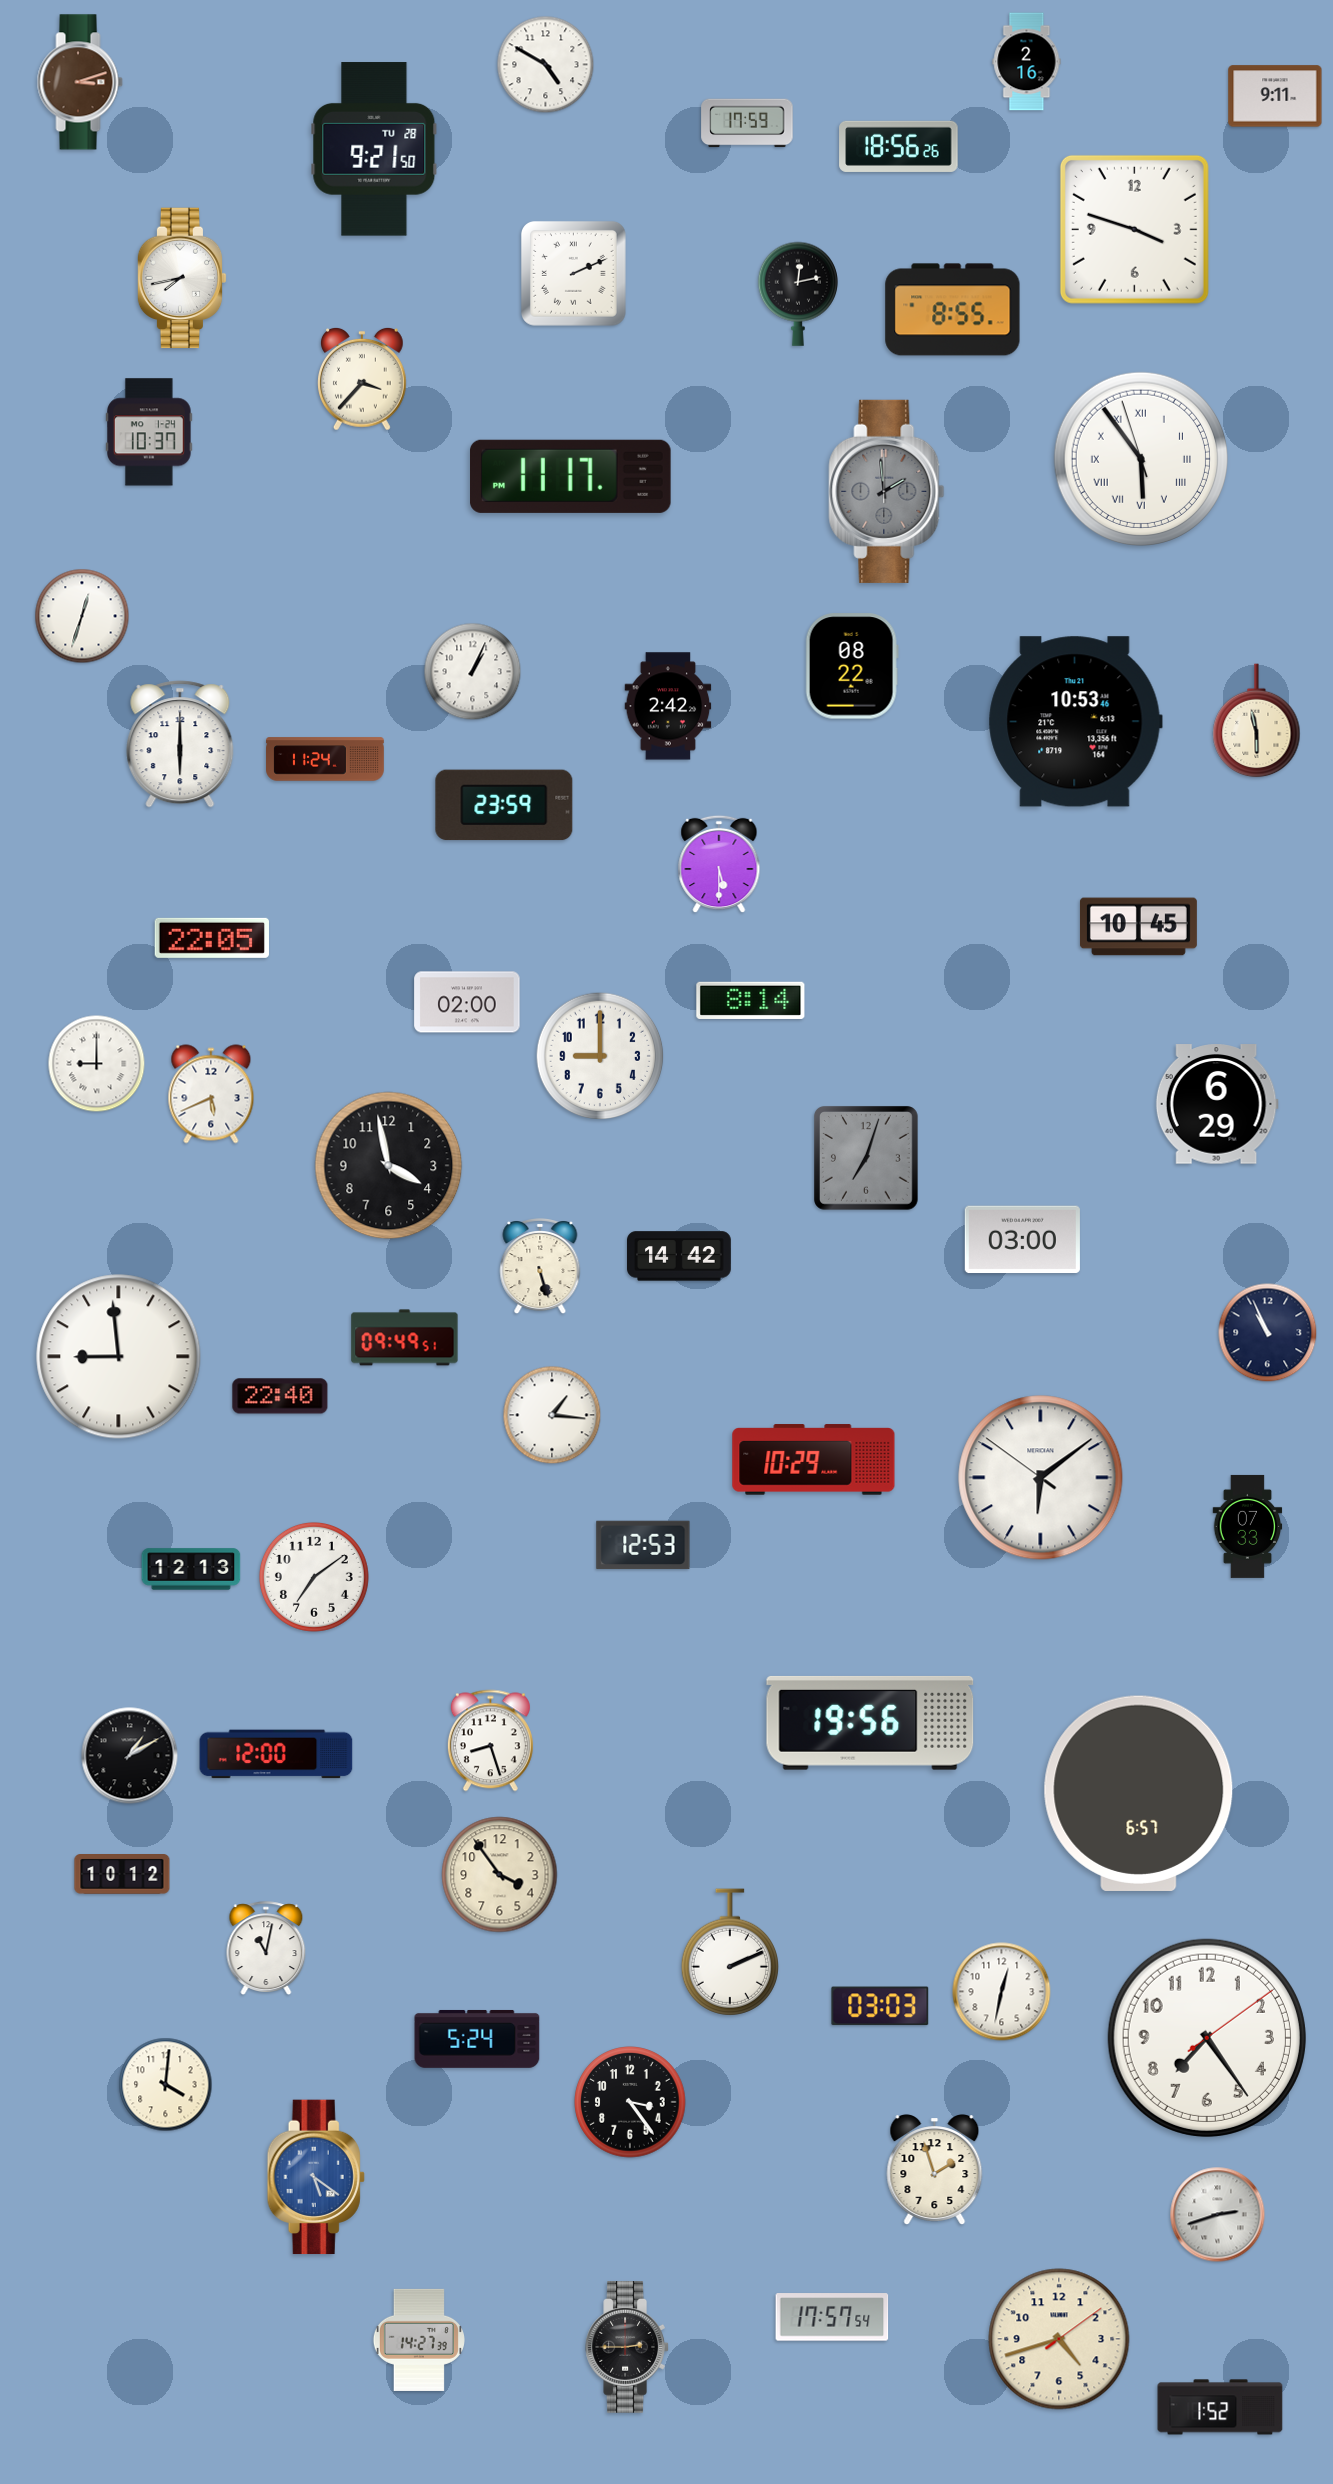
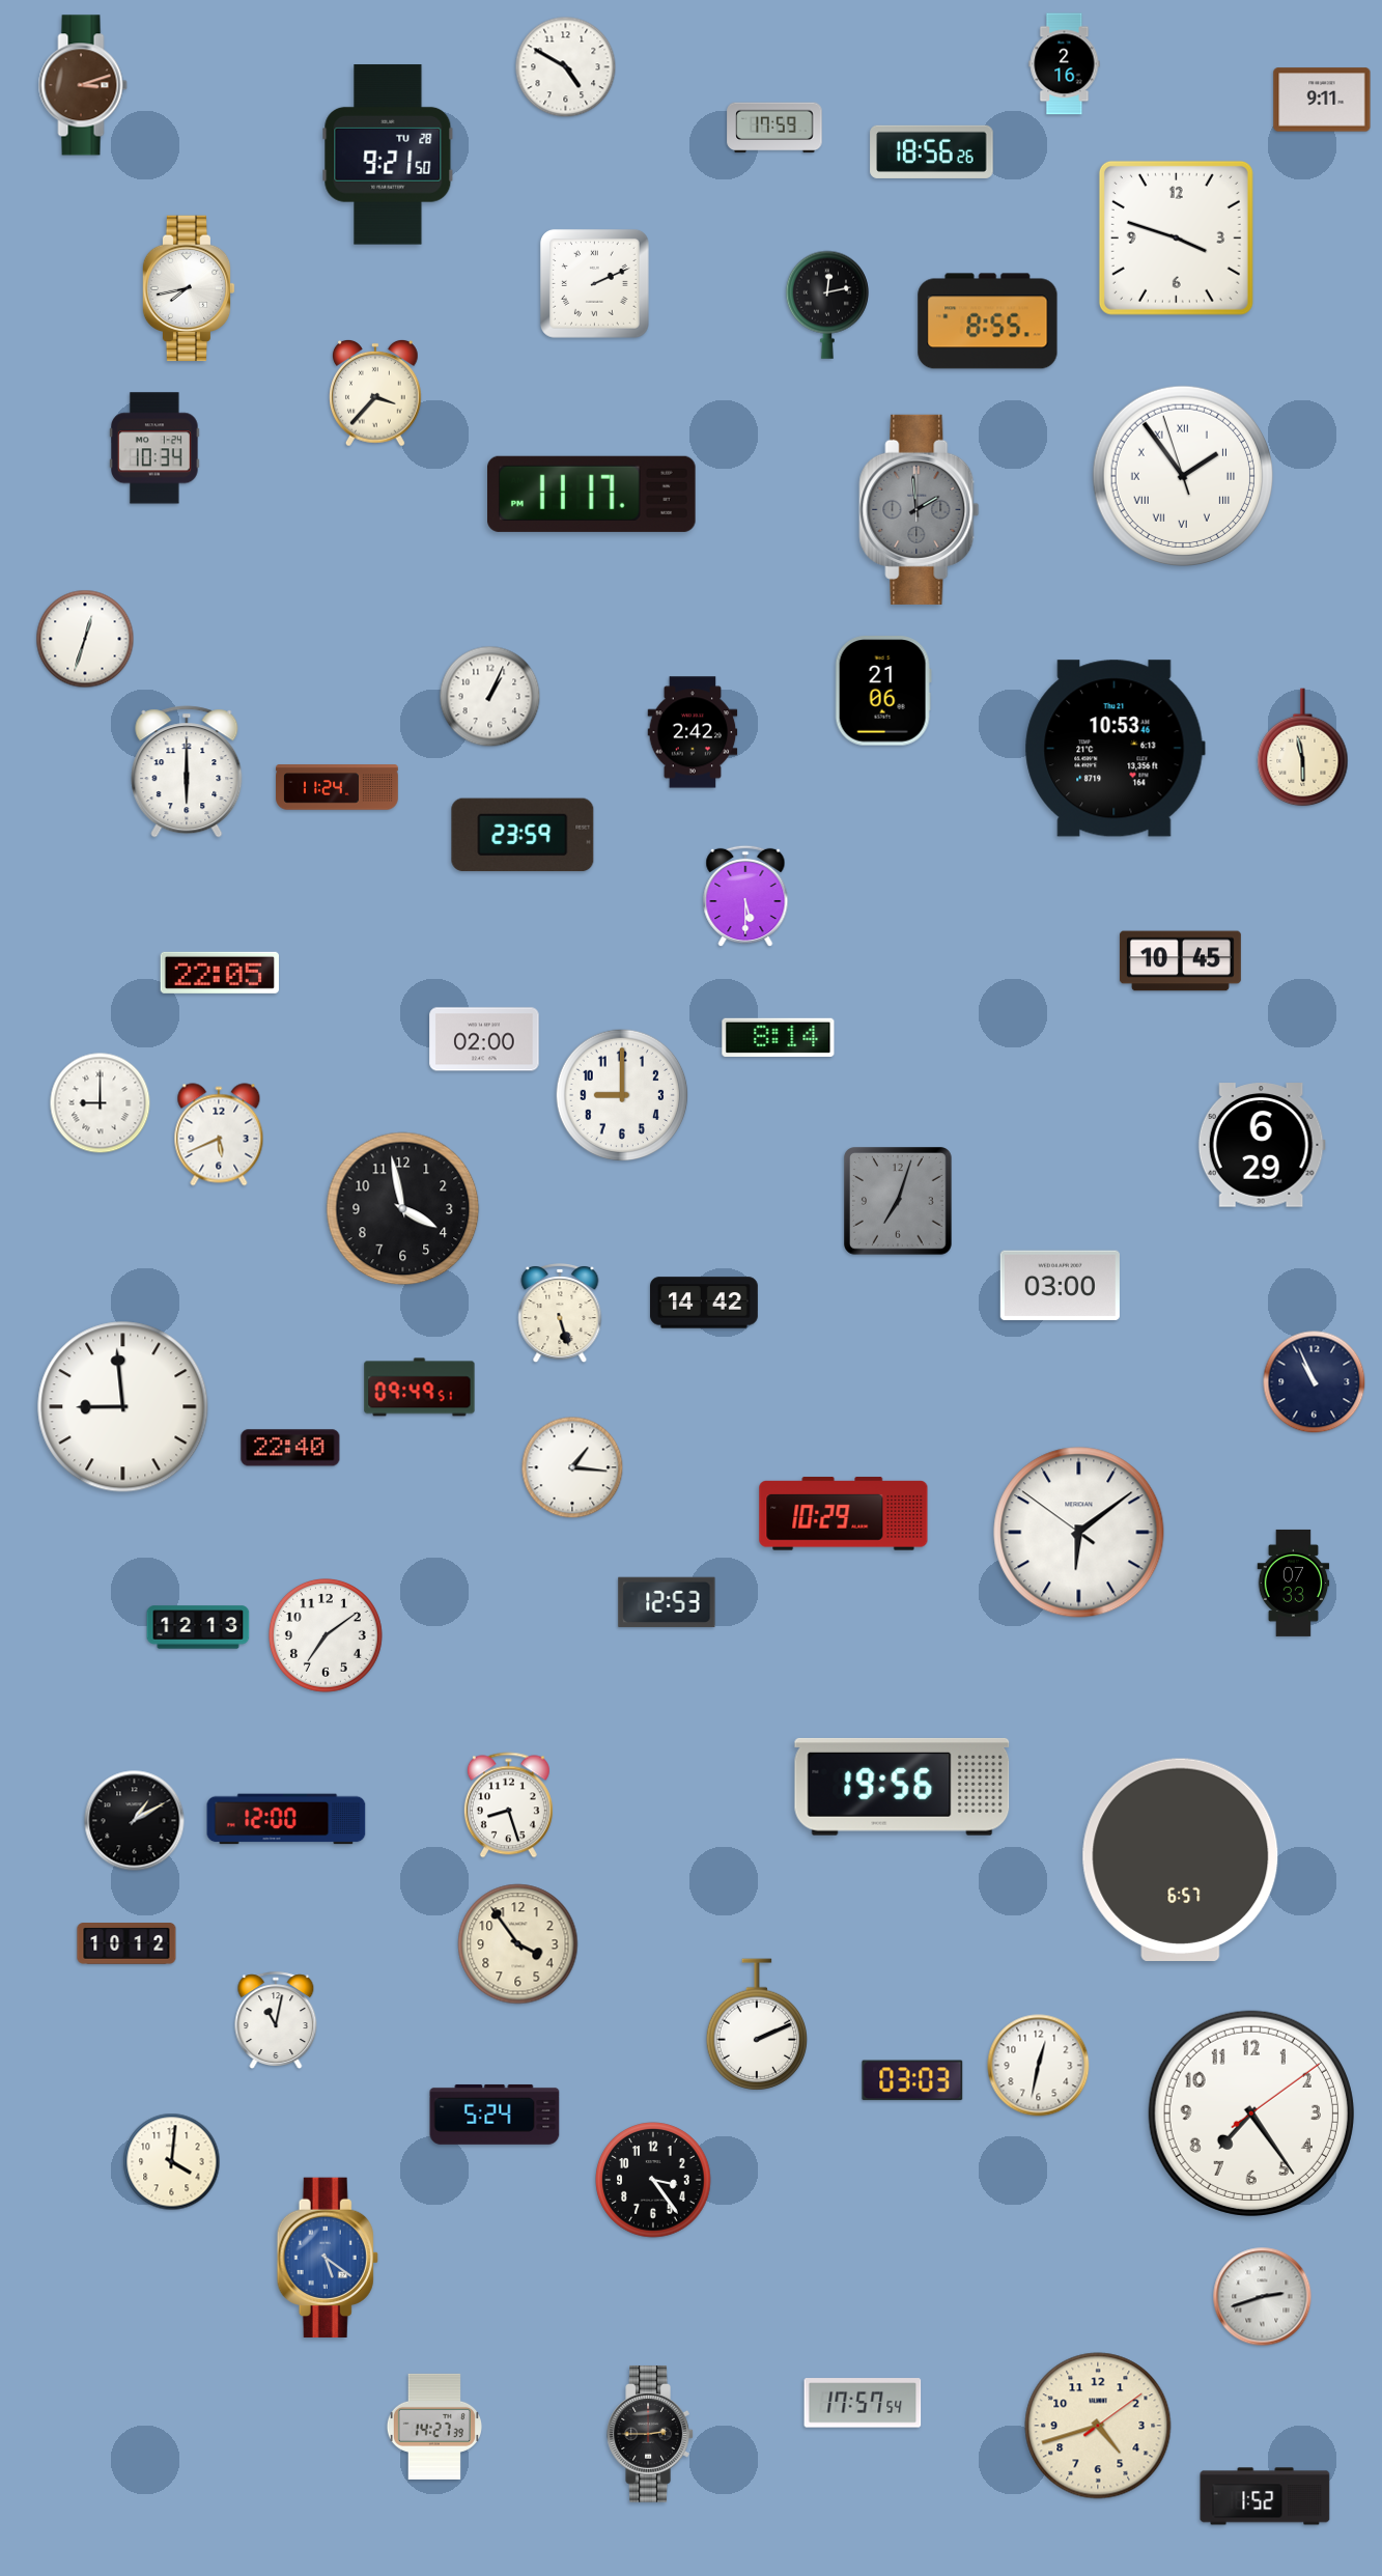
clock at (150, 432): 10:37 -> 10:34
clock at (1140, 458): 5:53 -> 1:53
clock at (852, 666): 08:22 -> 21:06
clock at (935, 2170): 1:57 -> none
